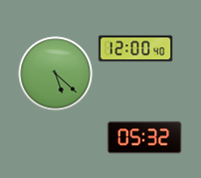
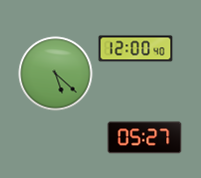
clock at (145, 138): 05:32 -> 05:27
